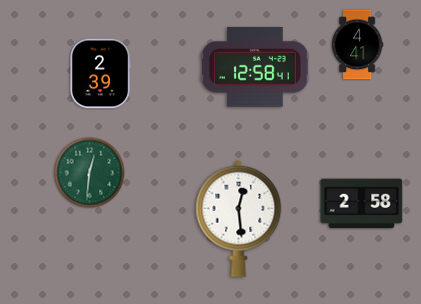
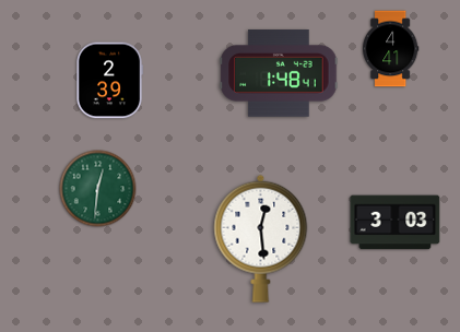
clock at (255, 67): 12:58 -> 1:48
clock at (362, 204): 2:58 -> 3:03
